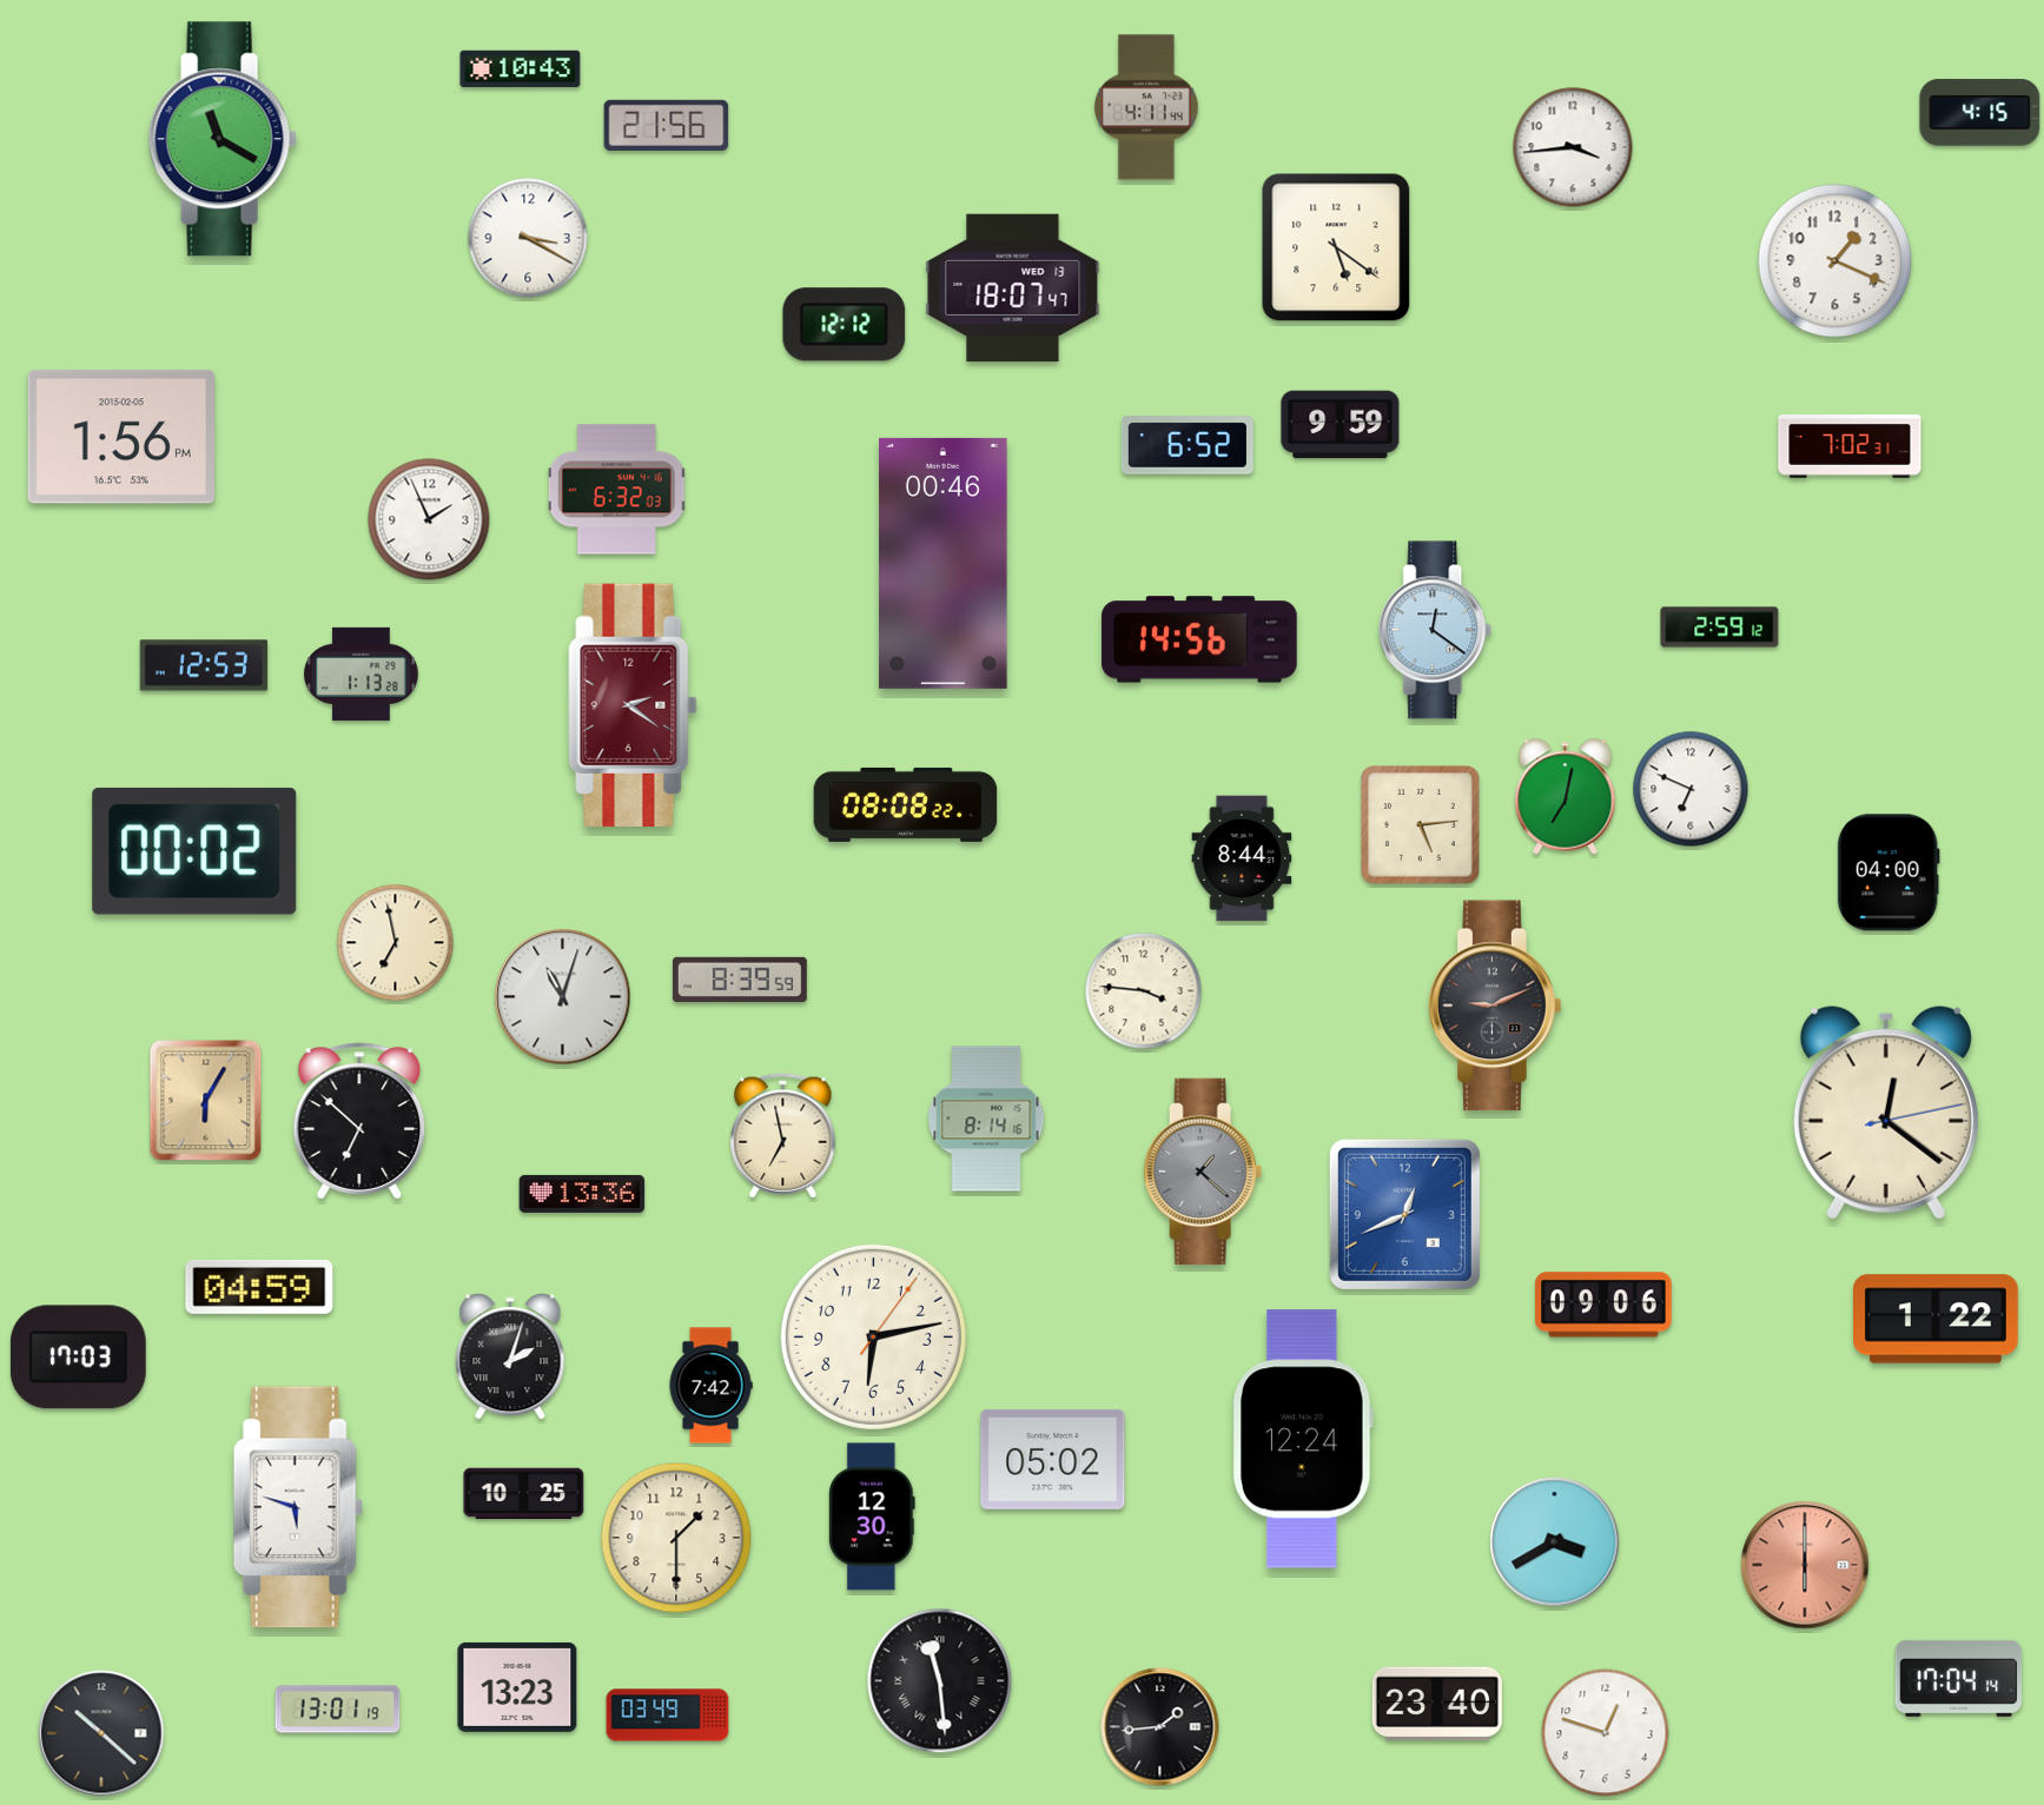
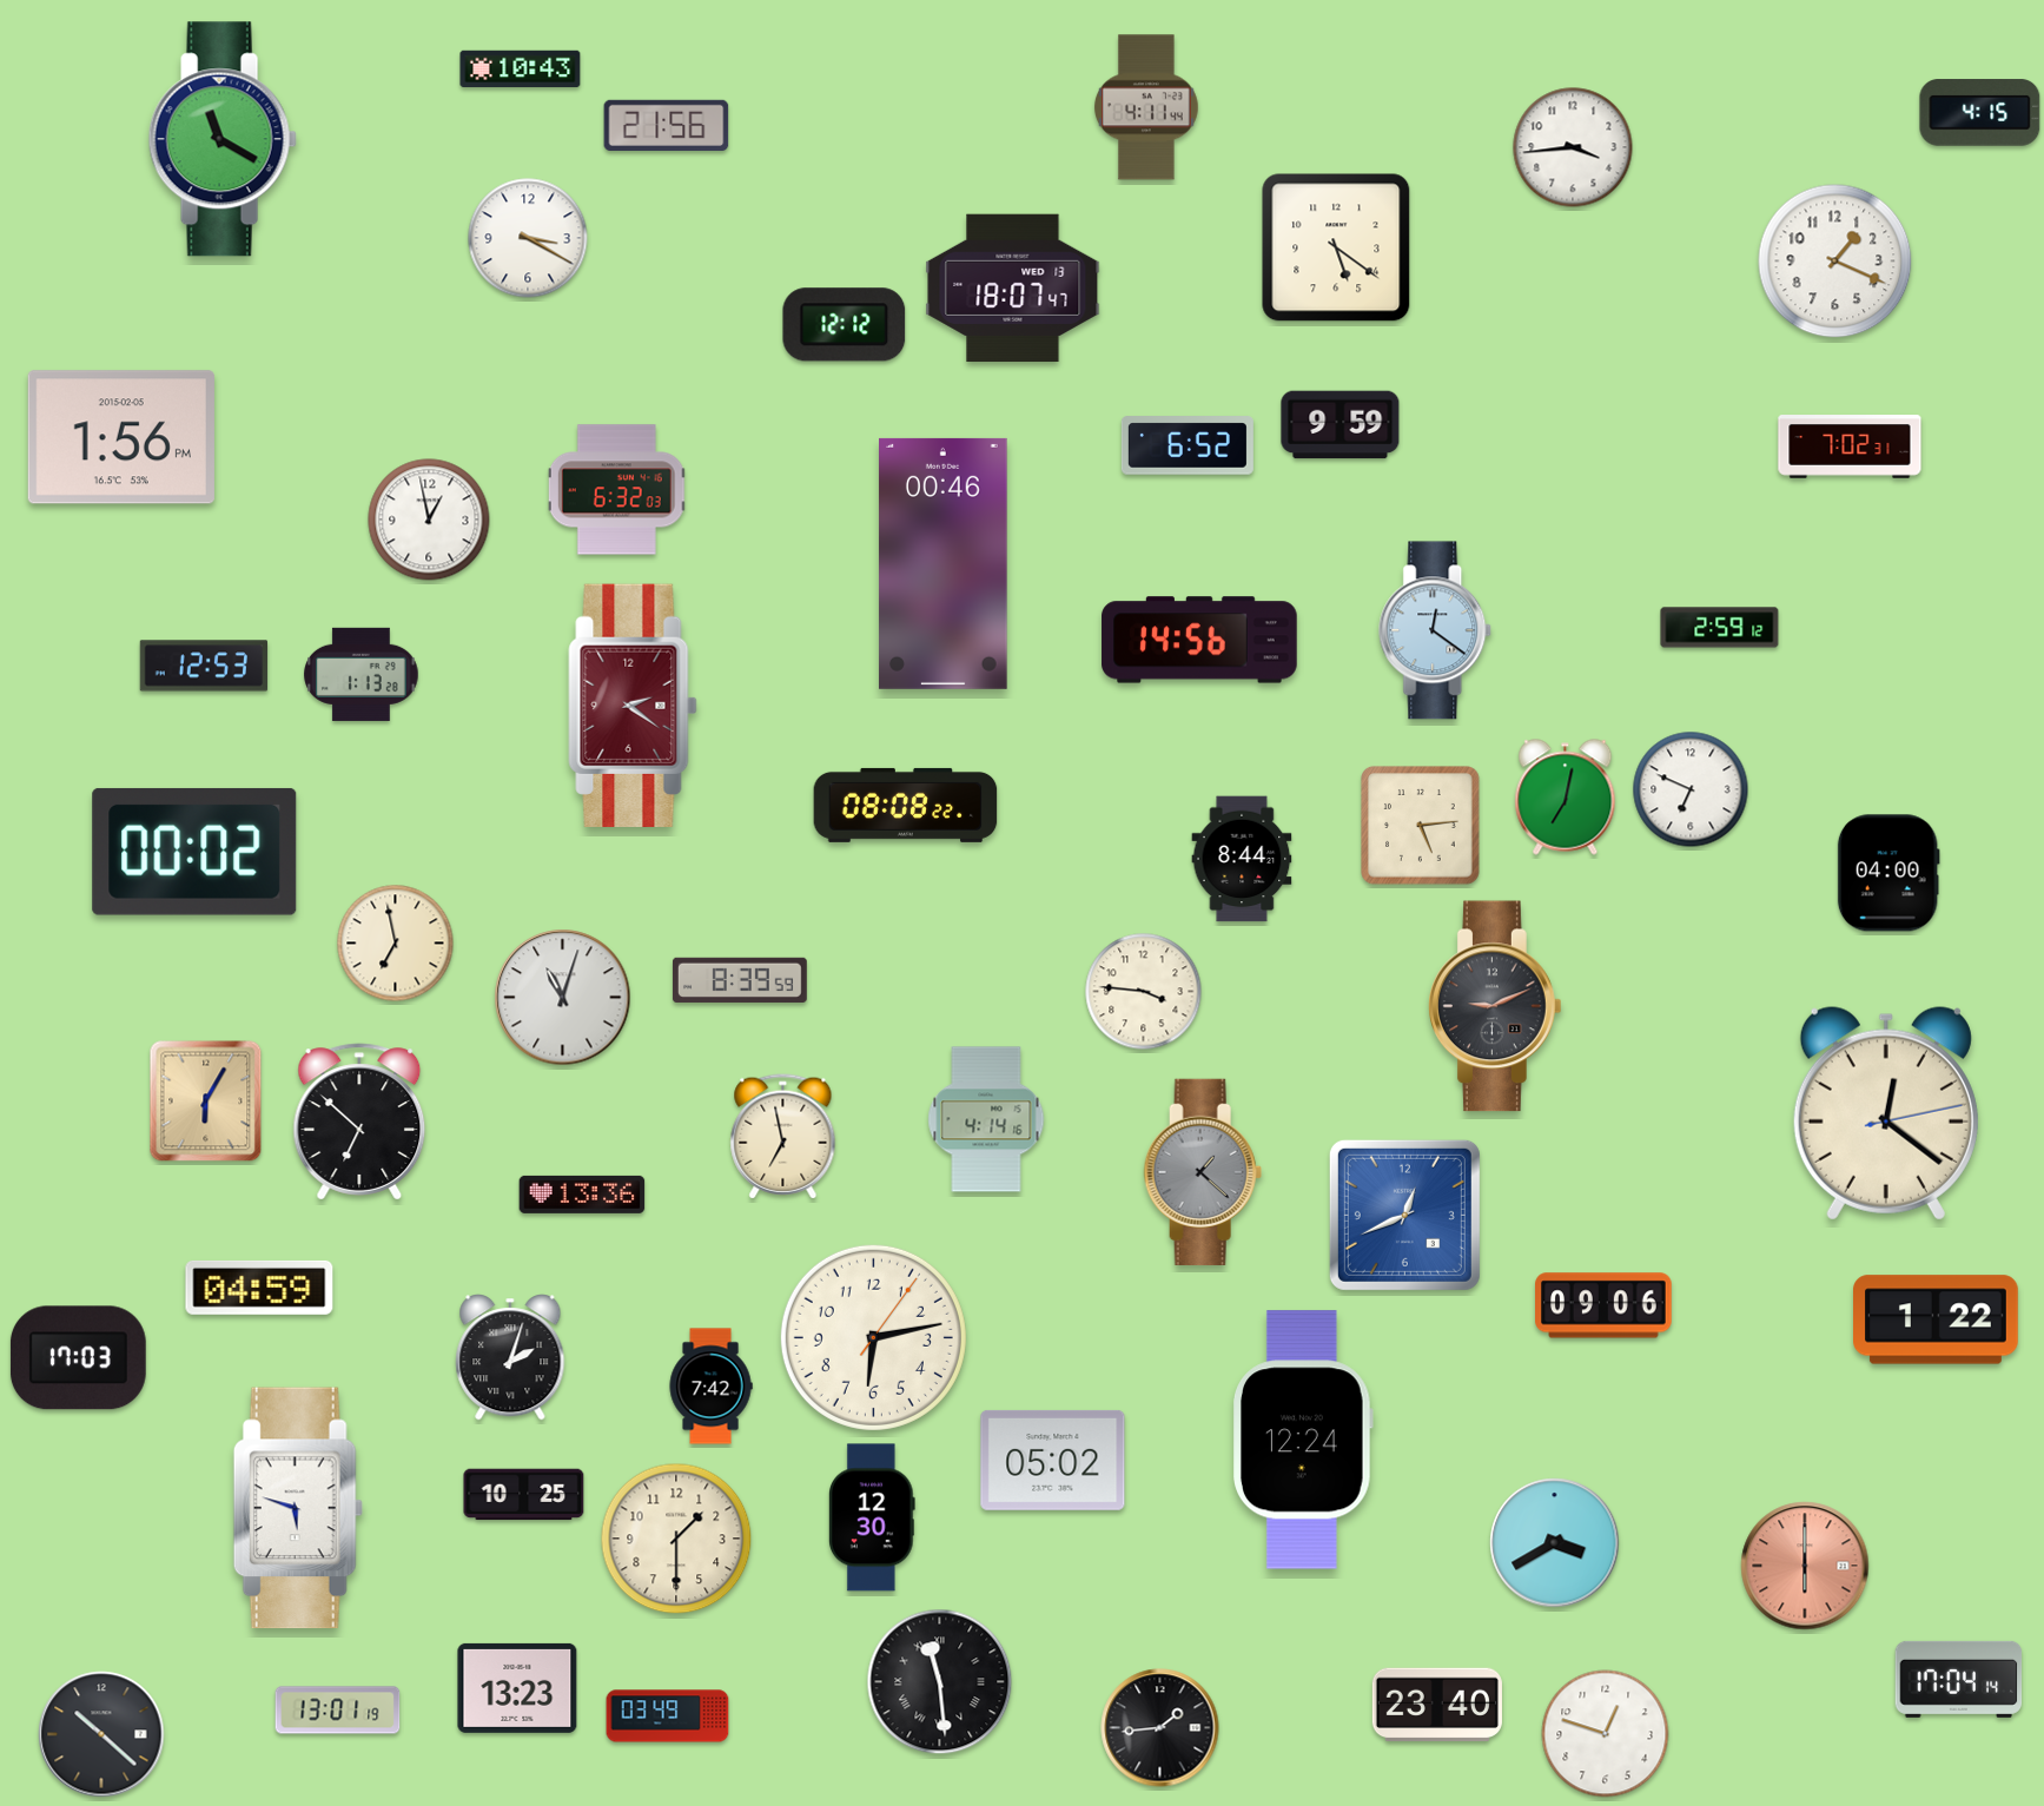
clock at (429, 519): 1:56 -> 12:58
clock at (986, 1119): 8:14 -> 4:14
